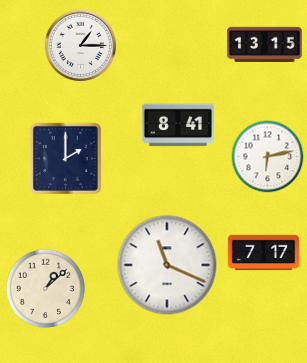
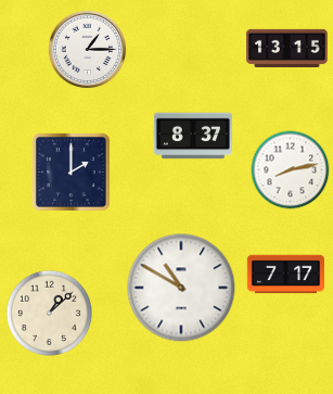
clock at (178, 125): 8:41 -> 8:37
clock at (268, 157): 6:13 -> 8:13
clock at (167, 265): 11:19 -> 10:50
